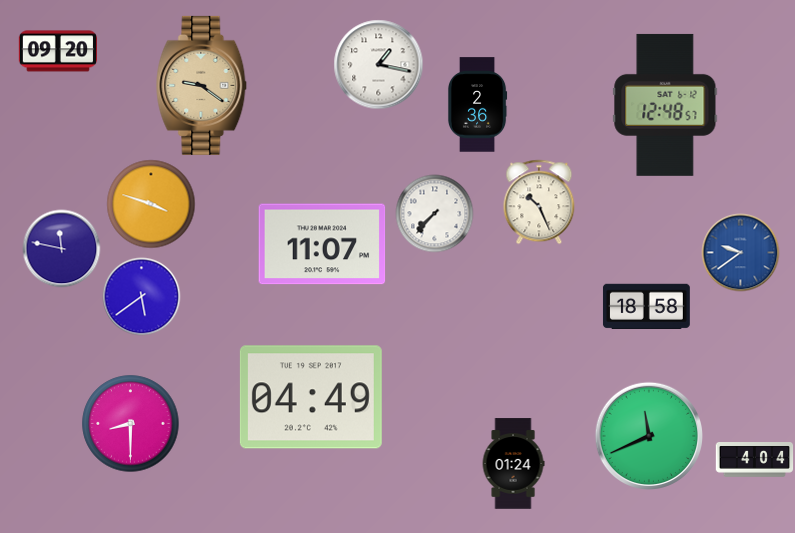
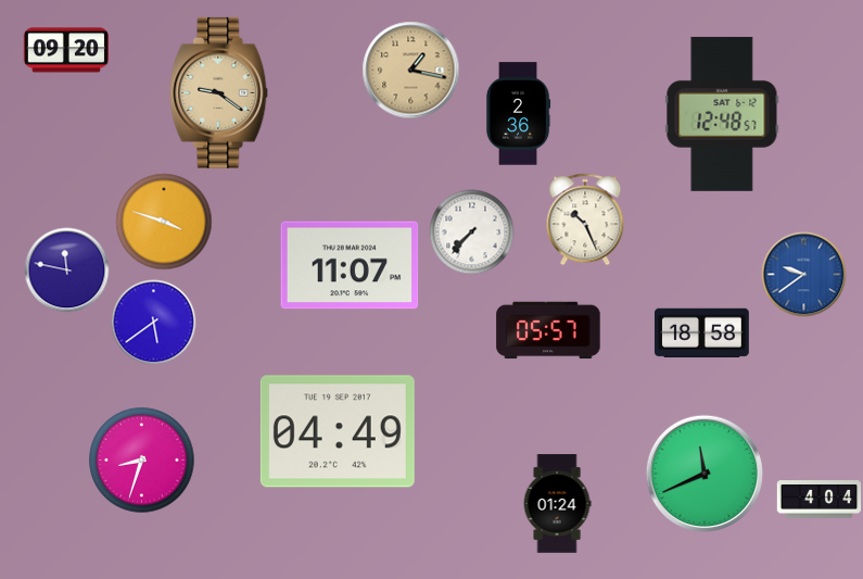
clock at (57, 51) position: (57, 51) -> (65, 50)
clock at (378, 64) dial: white -> champagne
clock at (548, 330): none -> 05:57
clock at (131, 424): 8:30 -> 8:33
